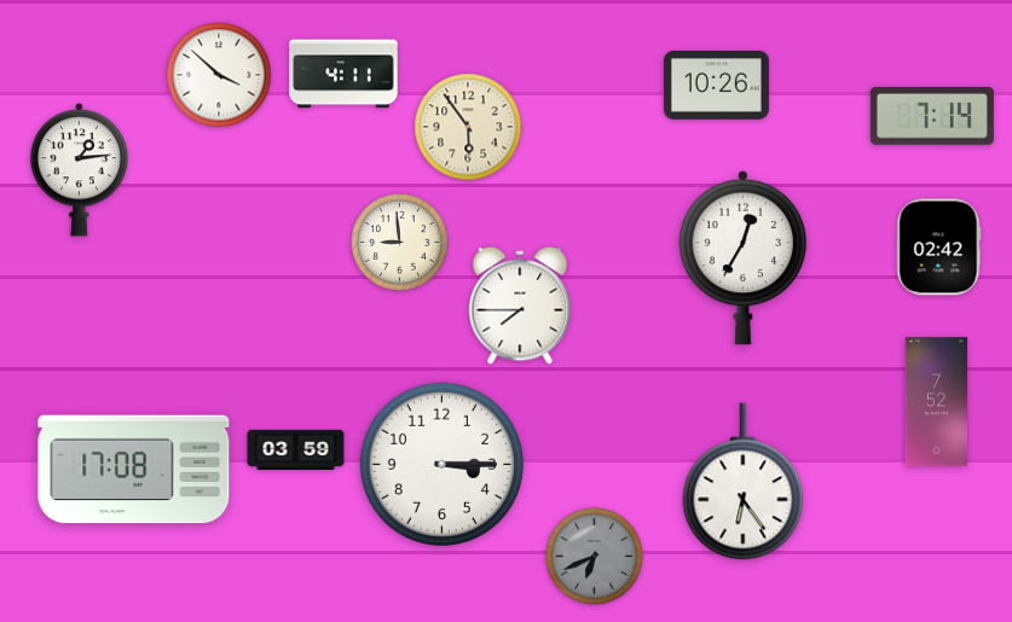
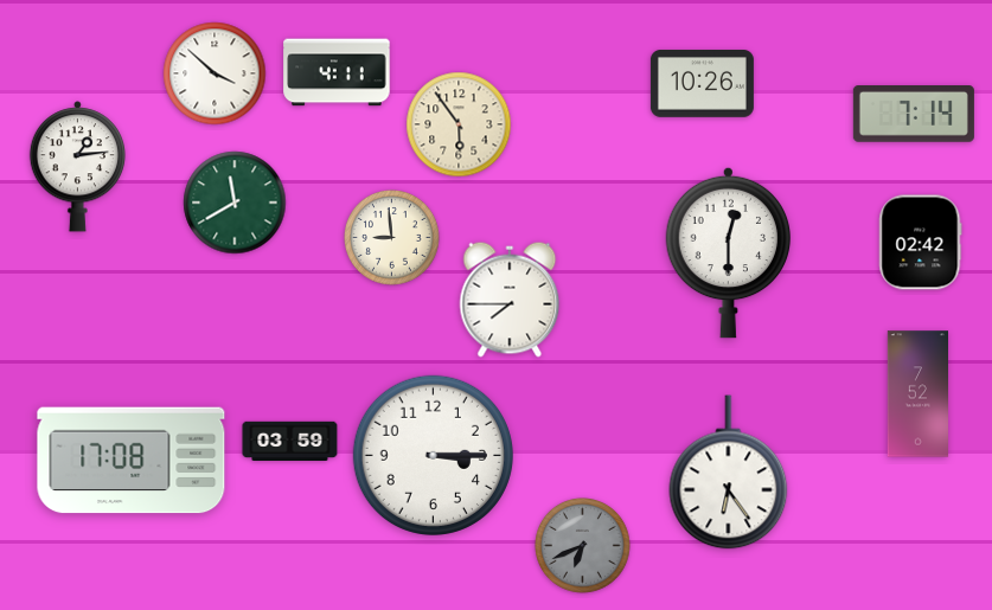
clock at (235, 203): none -> 11:40
clock at (744, 257): 12:35 -> 12:30
